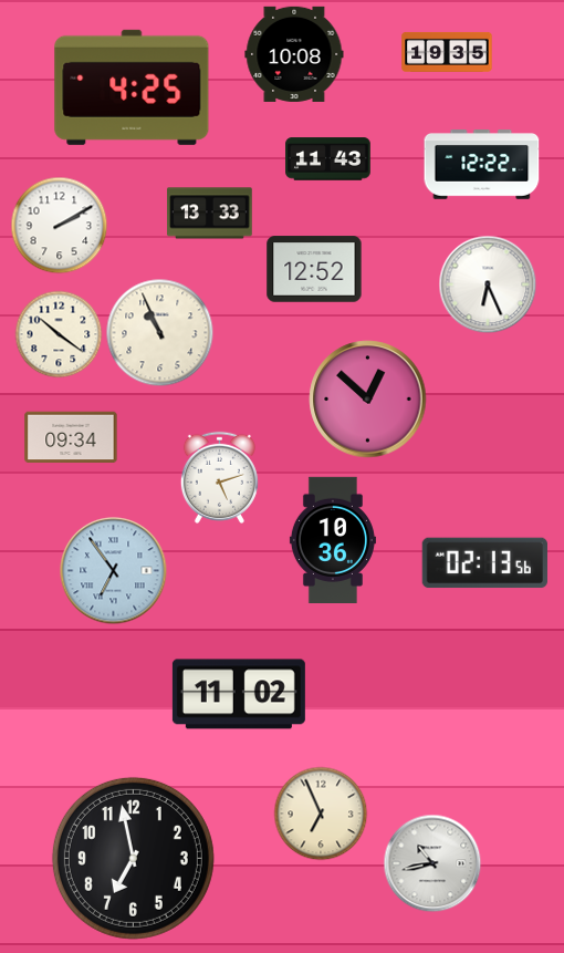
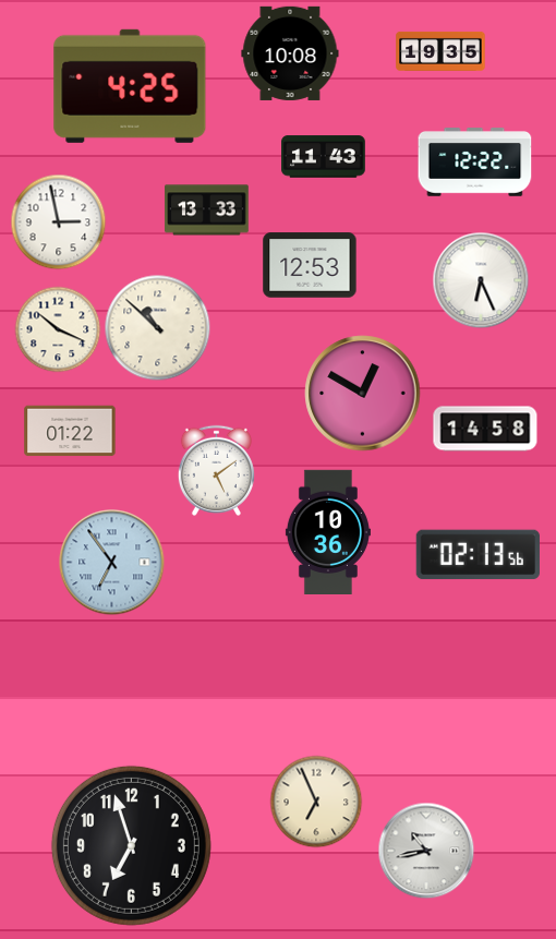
clock at (59, 225): 2:10 -> 2:58
clock at (314, 269): 12:52 -> 12:53
clock at (159, 332): 10:56 -> 10:52
clock at (59, 334): 10:21 -> 10:19
clock at (368, 400): 12:52 -> 12:50
clock at (485, 429): none -> 14:58
clock at (71, 437): 09:34 -> 01:22
clock at (219, 477): 5:12 -> 5:09
clock at (239, 694): 11:02 -> none
clock at (133, 858): 6:58 -> 6:57
